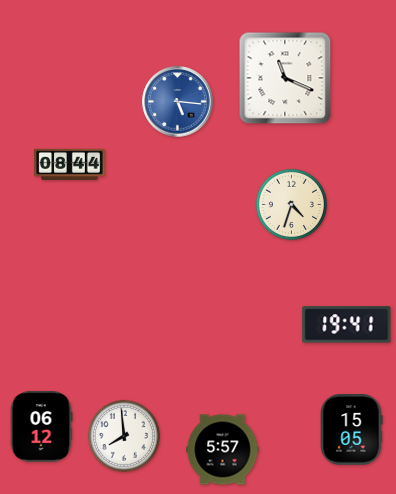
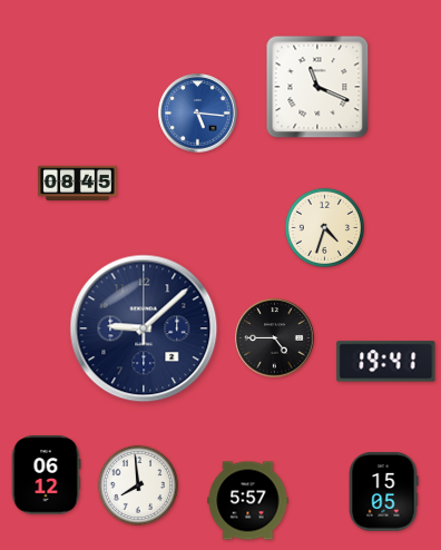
clock at (70, 165): 08:44 -> 08:45
clock at (144, 328): none -> 9:08
clock at (275, 338): none -> 4:45
clock at (351, 430) position: (351, 430) -> (383, 492)
